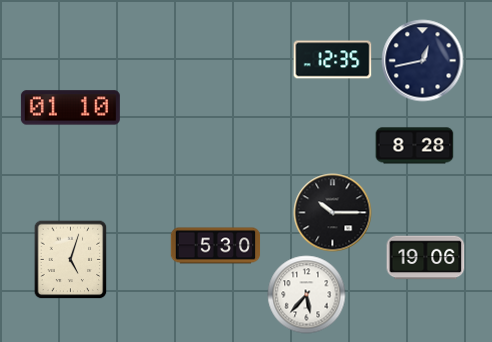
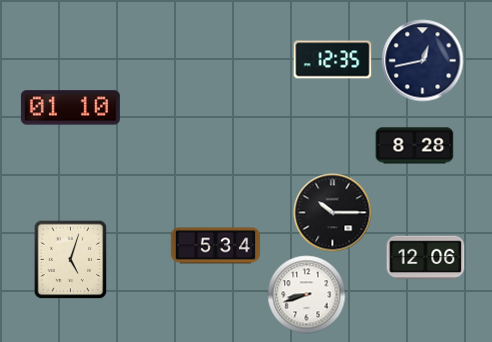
clock at (215, 246): 5:30 -> 5:34
clock at (425, 258): 19:06 -> 12:06
clock at (306, 294): 5:37 -> 8:42
